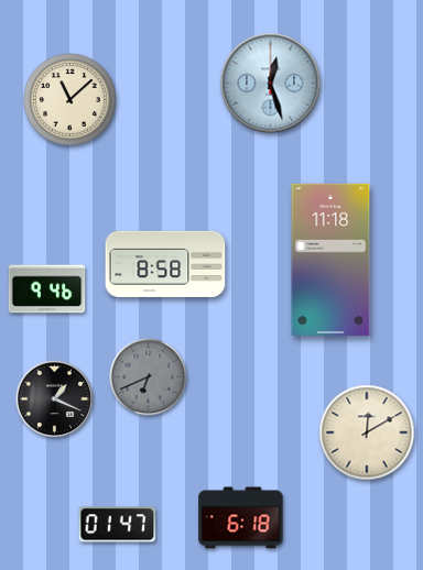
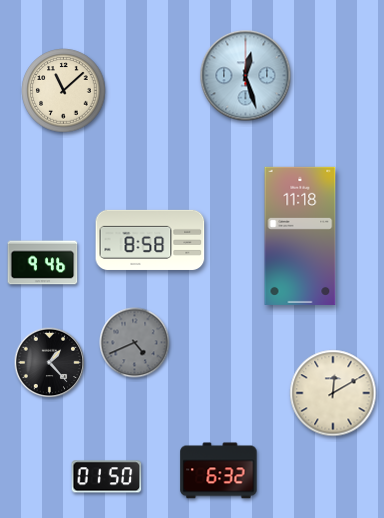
clock at (149, 377): 6:41 -> 4:41
clock at (55, 399): 1:19 -> 1:23
clock at (241, 518): 6:18 -> 6:32
clock at (118, 525): 01:47 -> 01:50
